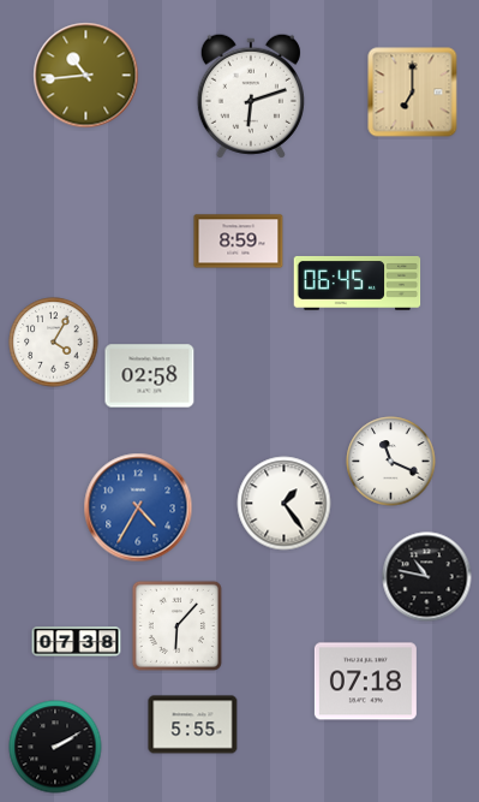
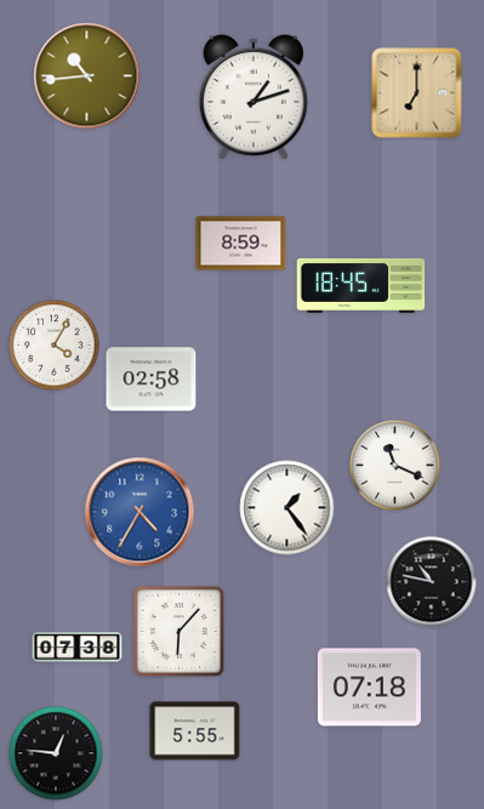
clock at (251, 96): 6:12 -> 1:12
clock at (358, 283): 06:45 -> 18:45
clock at (55, 747): 2:10 -> 12:46
